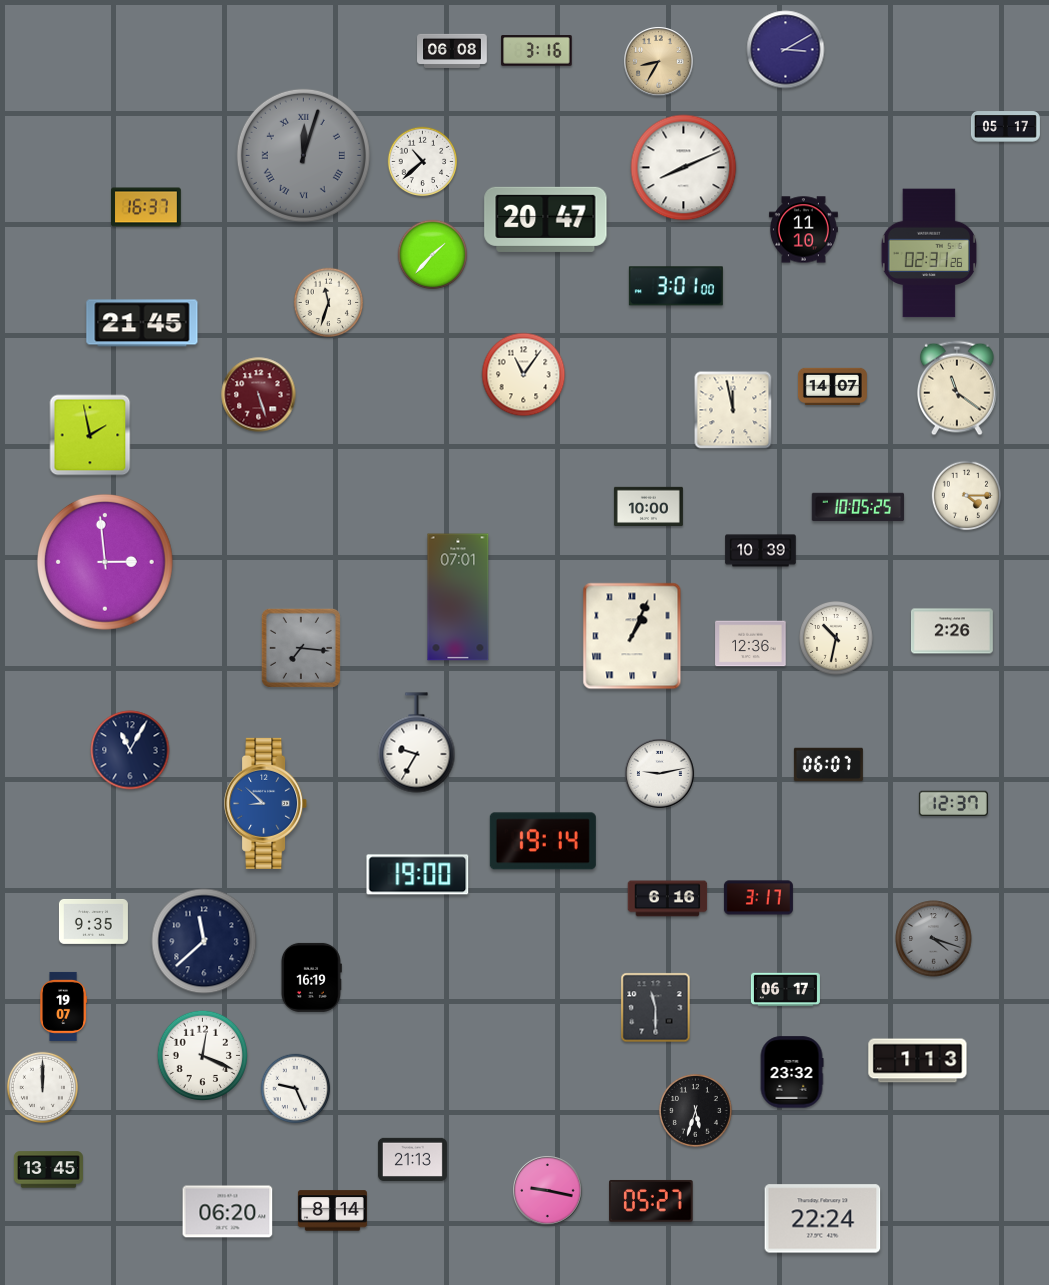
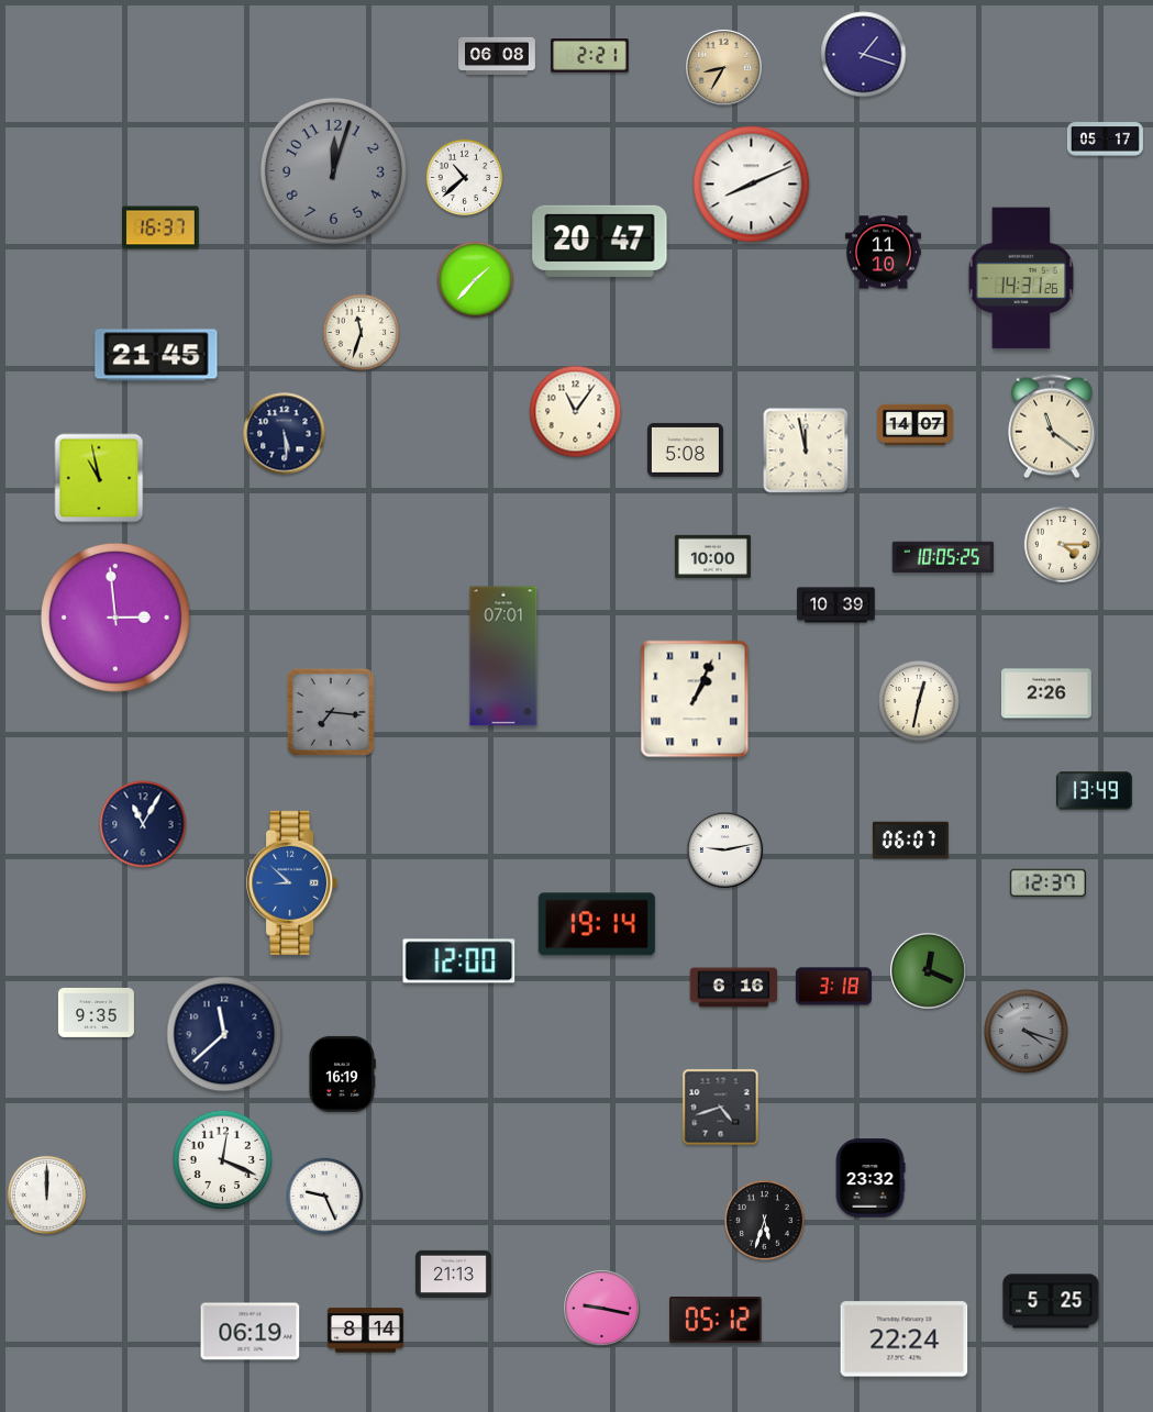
clock at (786, 50): 3:10 -> 1:18
clock at (537, 51): 3:16 -> 2:21
clock at (303, 155) numerals: Roman -> Arabic
clock at (928, 253): 02:31 -> 14:31
clock at (676, 286): 3:01 -> none
clock at (259, 395): 5:27 -> 5:29
clock at (259, 395) dial: burgundy -> navy
clock at (685, 449): none -> 5:08
clock at (90, 435): 1:58 -> 10:58
clock at (837, 639): 10:32 -> 12:32
clock at (751, 644): 12:36 -> none
clock at (1094, 791): none -> 13:49
clock at (417, 743): 9:35 -> none
clock at (418, 875): 19:00 -> 12:00
clock at (929, 971): none -> 12:19
clock at (758, 898): 3:17 -> 3:18
clock at (93, 921) position: (93, 921) -> (96, 1012)
clock at (785, 990): 06:17 -> none
clock at (64, 1006): 19:07 -> none
clock at (656, 1008): 11:30 -> 4:42
clock at (918, 1061): 1:13 -> none
clock at (48, 1170): 13:45 -> none
clock at (1051, 1301): none -> 5:25
clock at (651, 1201): 05:27 -> 05:12
clock at (228, 1212): 06:20 -> 06:19
